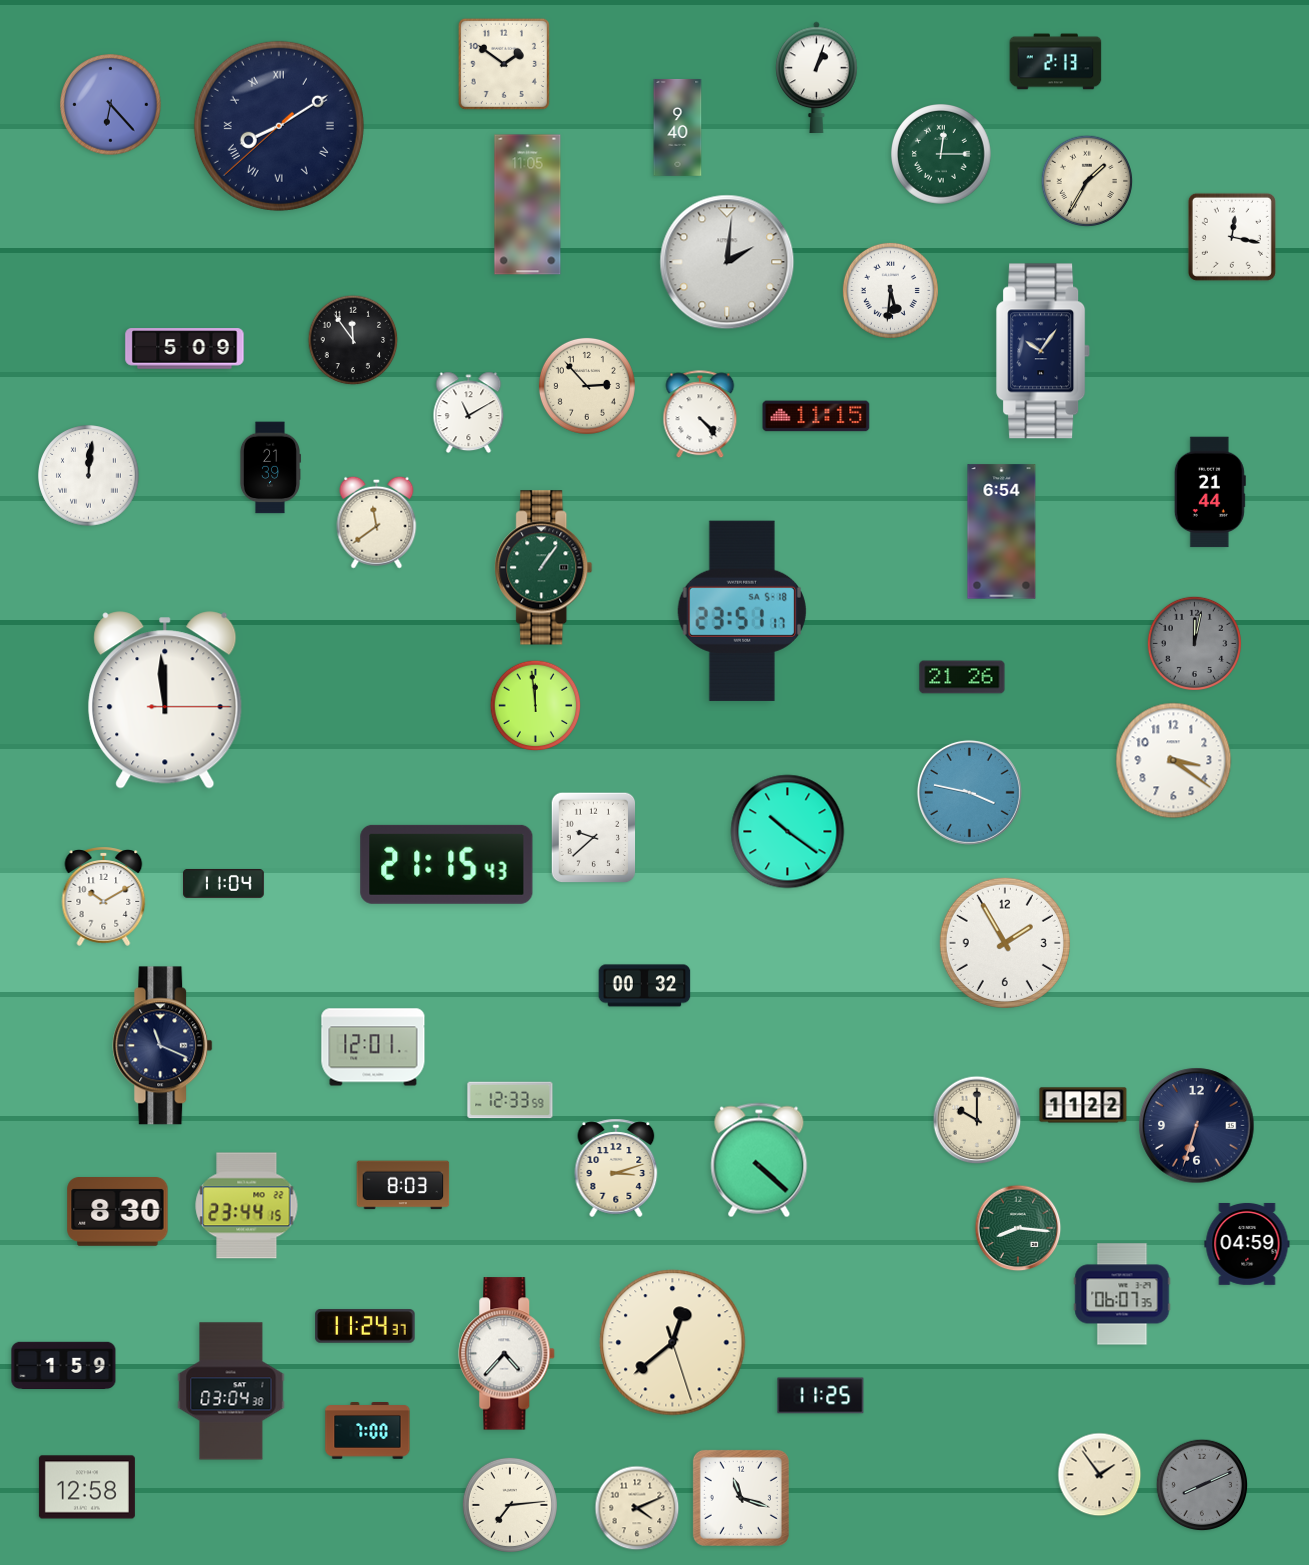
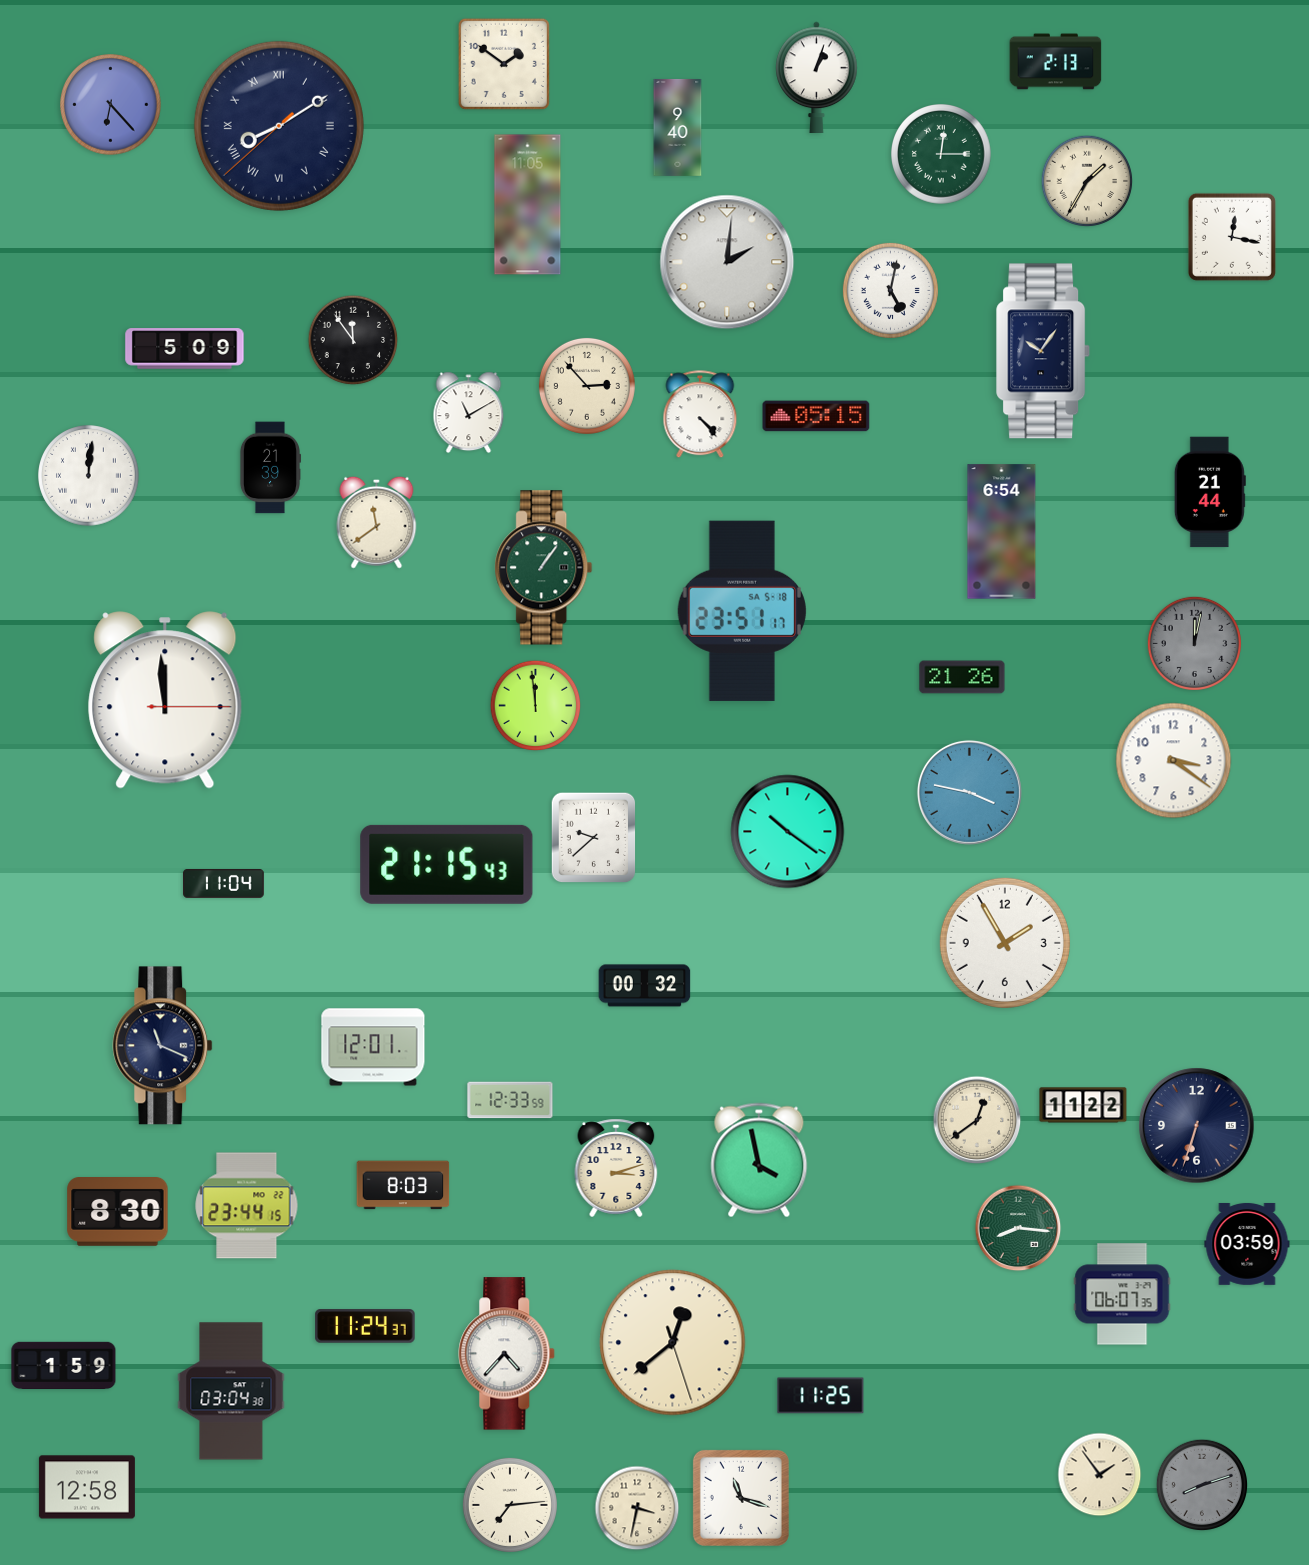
clock at (890, 290): 5:31 -> 5:02
clock at (816, 416): 11:15 -> 05:15
clock at (104, 896): 10:10 -> none
clock at (977, 1120): 10:00 -> 12:39
clock at (759, 1160): 4:22 -> 3:58
clock at (1247, 1244): 04:59 -> 03:59
clock at (368, 1431): 7:00 -> none
clock at (1202, 1485): 8:11 -> 8:12
clock at (637, 1508): 4:11 -> 3:32
